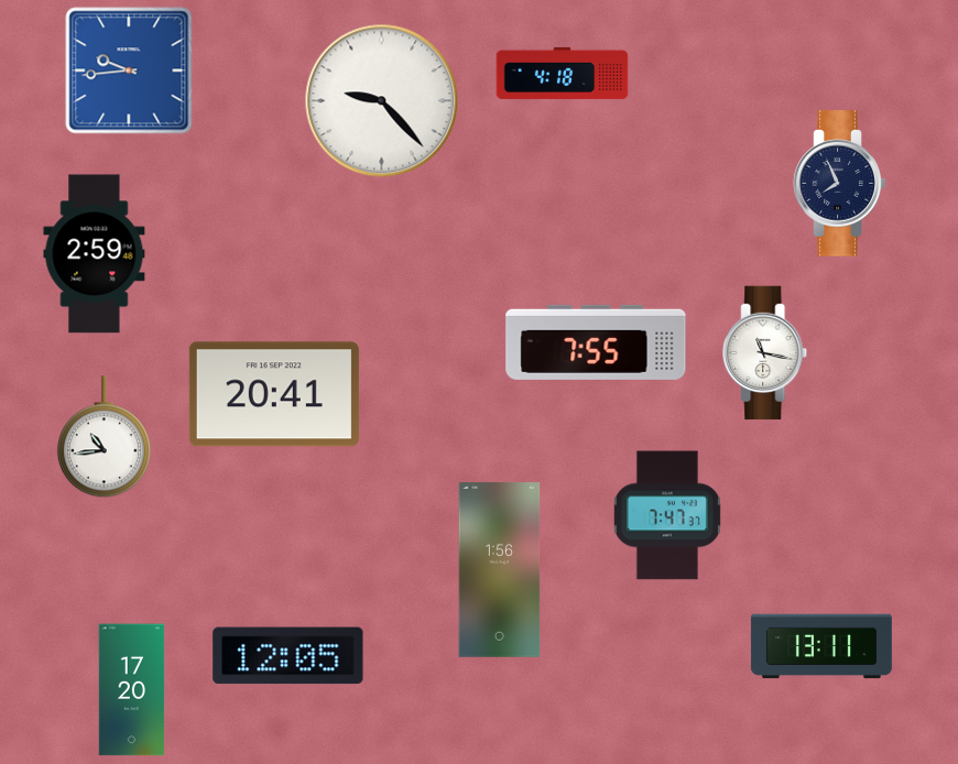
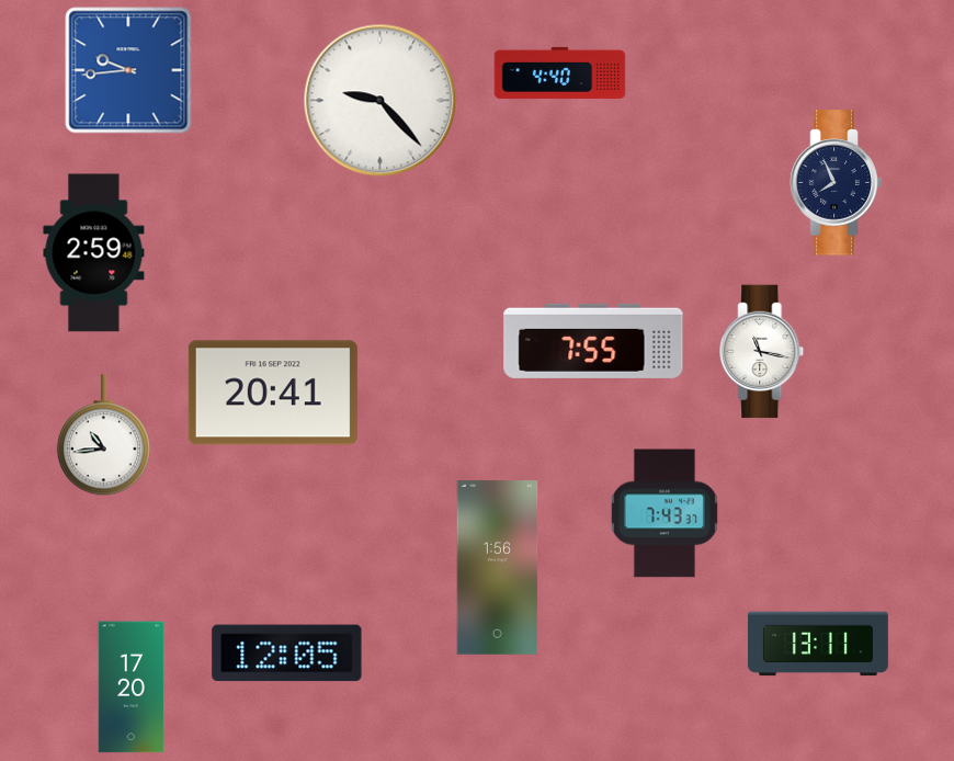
clock at (563, 73): 4:18 -> 4:40
clock at (667, 515): 7:47 -> 7:43
